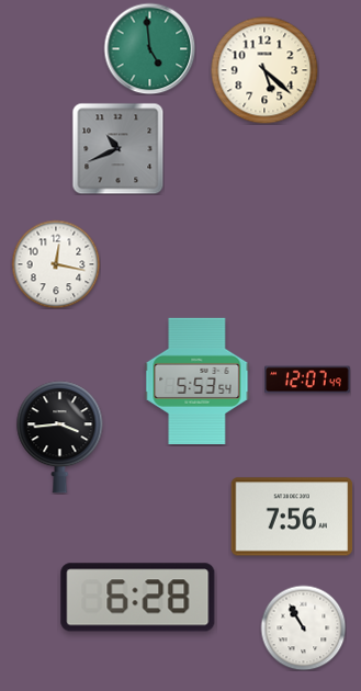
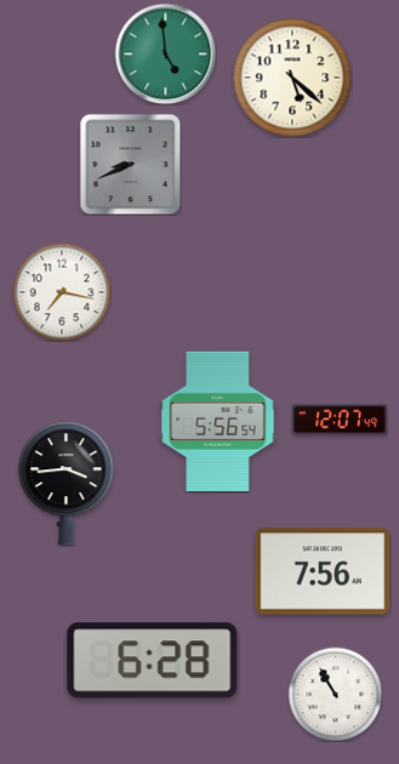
clock at (117, 148): 10:41 -> 8:41
clock at (56, 264): 12:17 -> 7:17
clock at (198, 381): 5:53 -> 5:56
